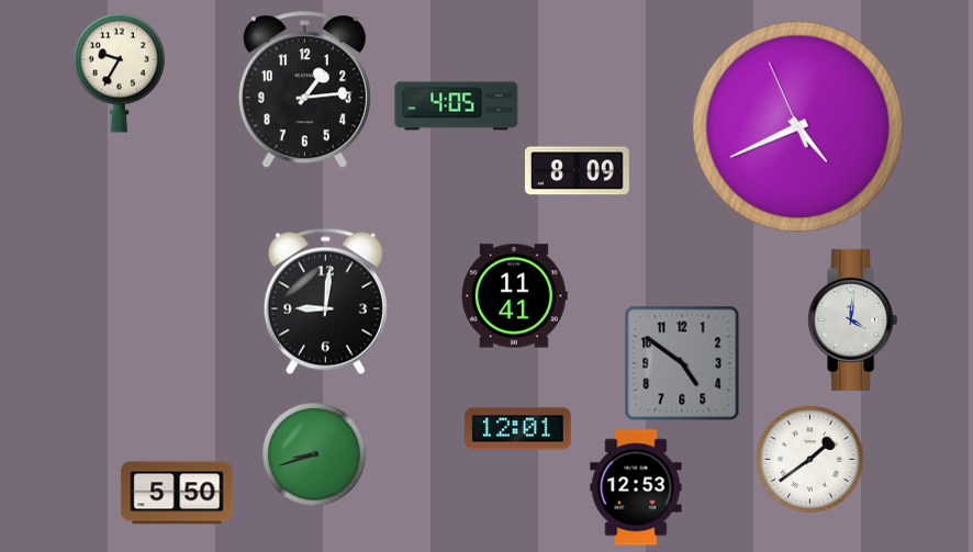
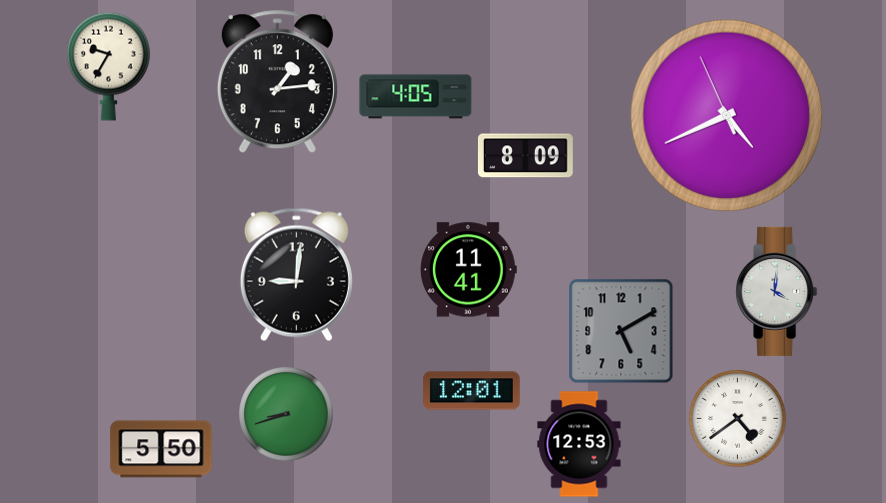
clock at (682, 363): 4:51 -> 5:10
clock at (810, 460): 1:39 -> 4:39
